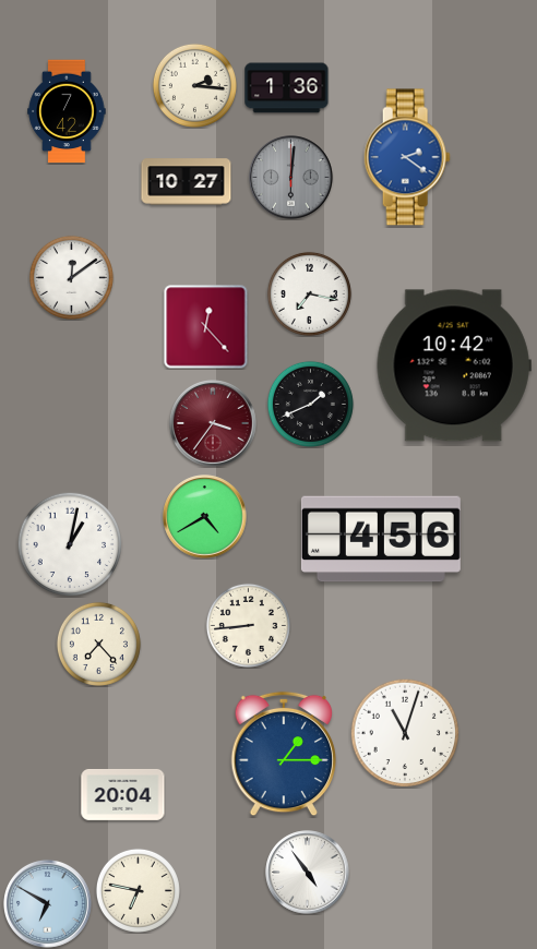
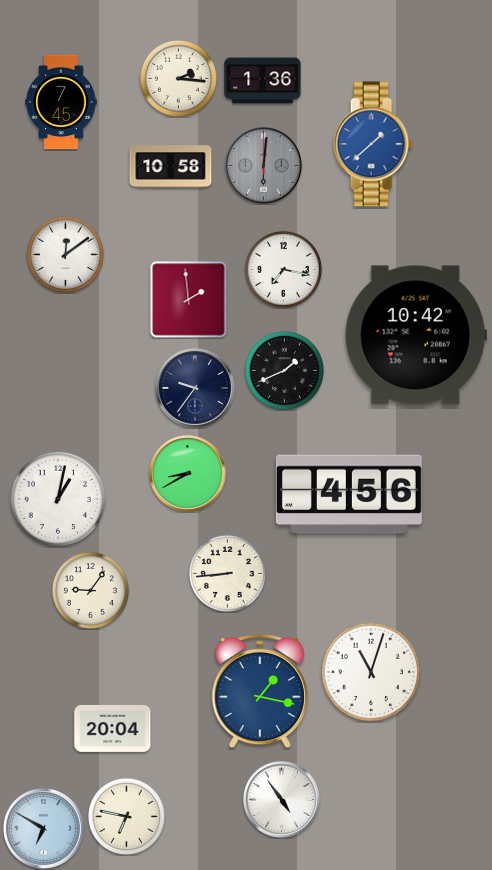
clock at (67, 111): 7:42 -> 7:45
clock at (407, 157): 2:21 -> 1:38
clock at (291, 178) position: (291, 178) -> (264, 166)
clock at (187, 182): 10:27 -> 10:58
clock at (206, 327): 12:23 -> 1:59
clock at (214, 424): 3:36 -> 9:36
clock at (214, 424) dial: burgundy -> navy
clock at (205, 517): 4:40 -> 8:40
clock at (70, 544) position: (70, 544) -> (58, 499)
clock at (98, 644): 7:23 -> 9:06
clock at (284, 754): 1:15 -> 1:17
